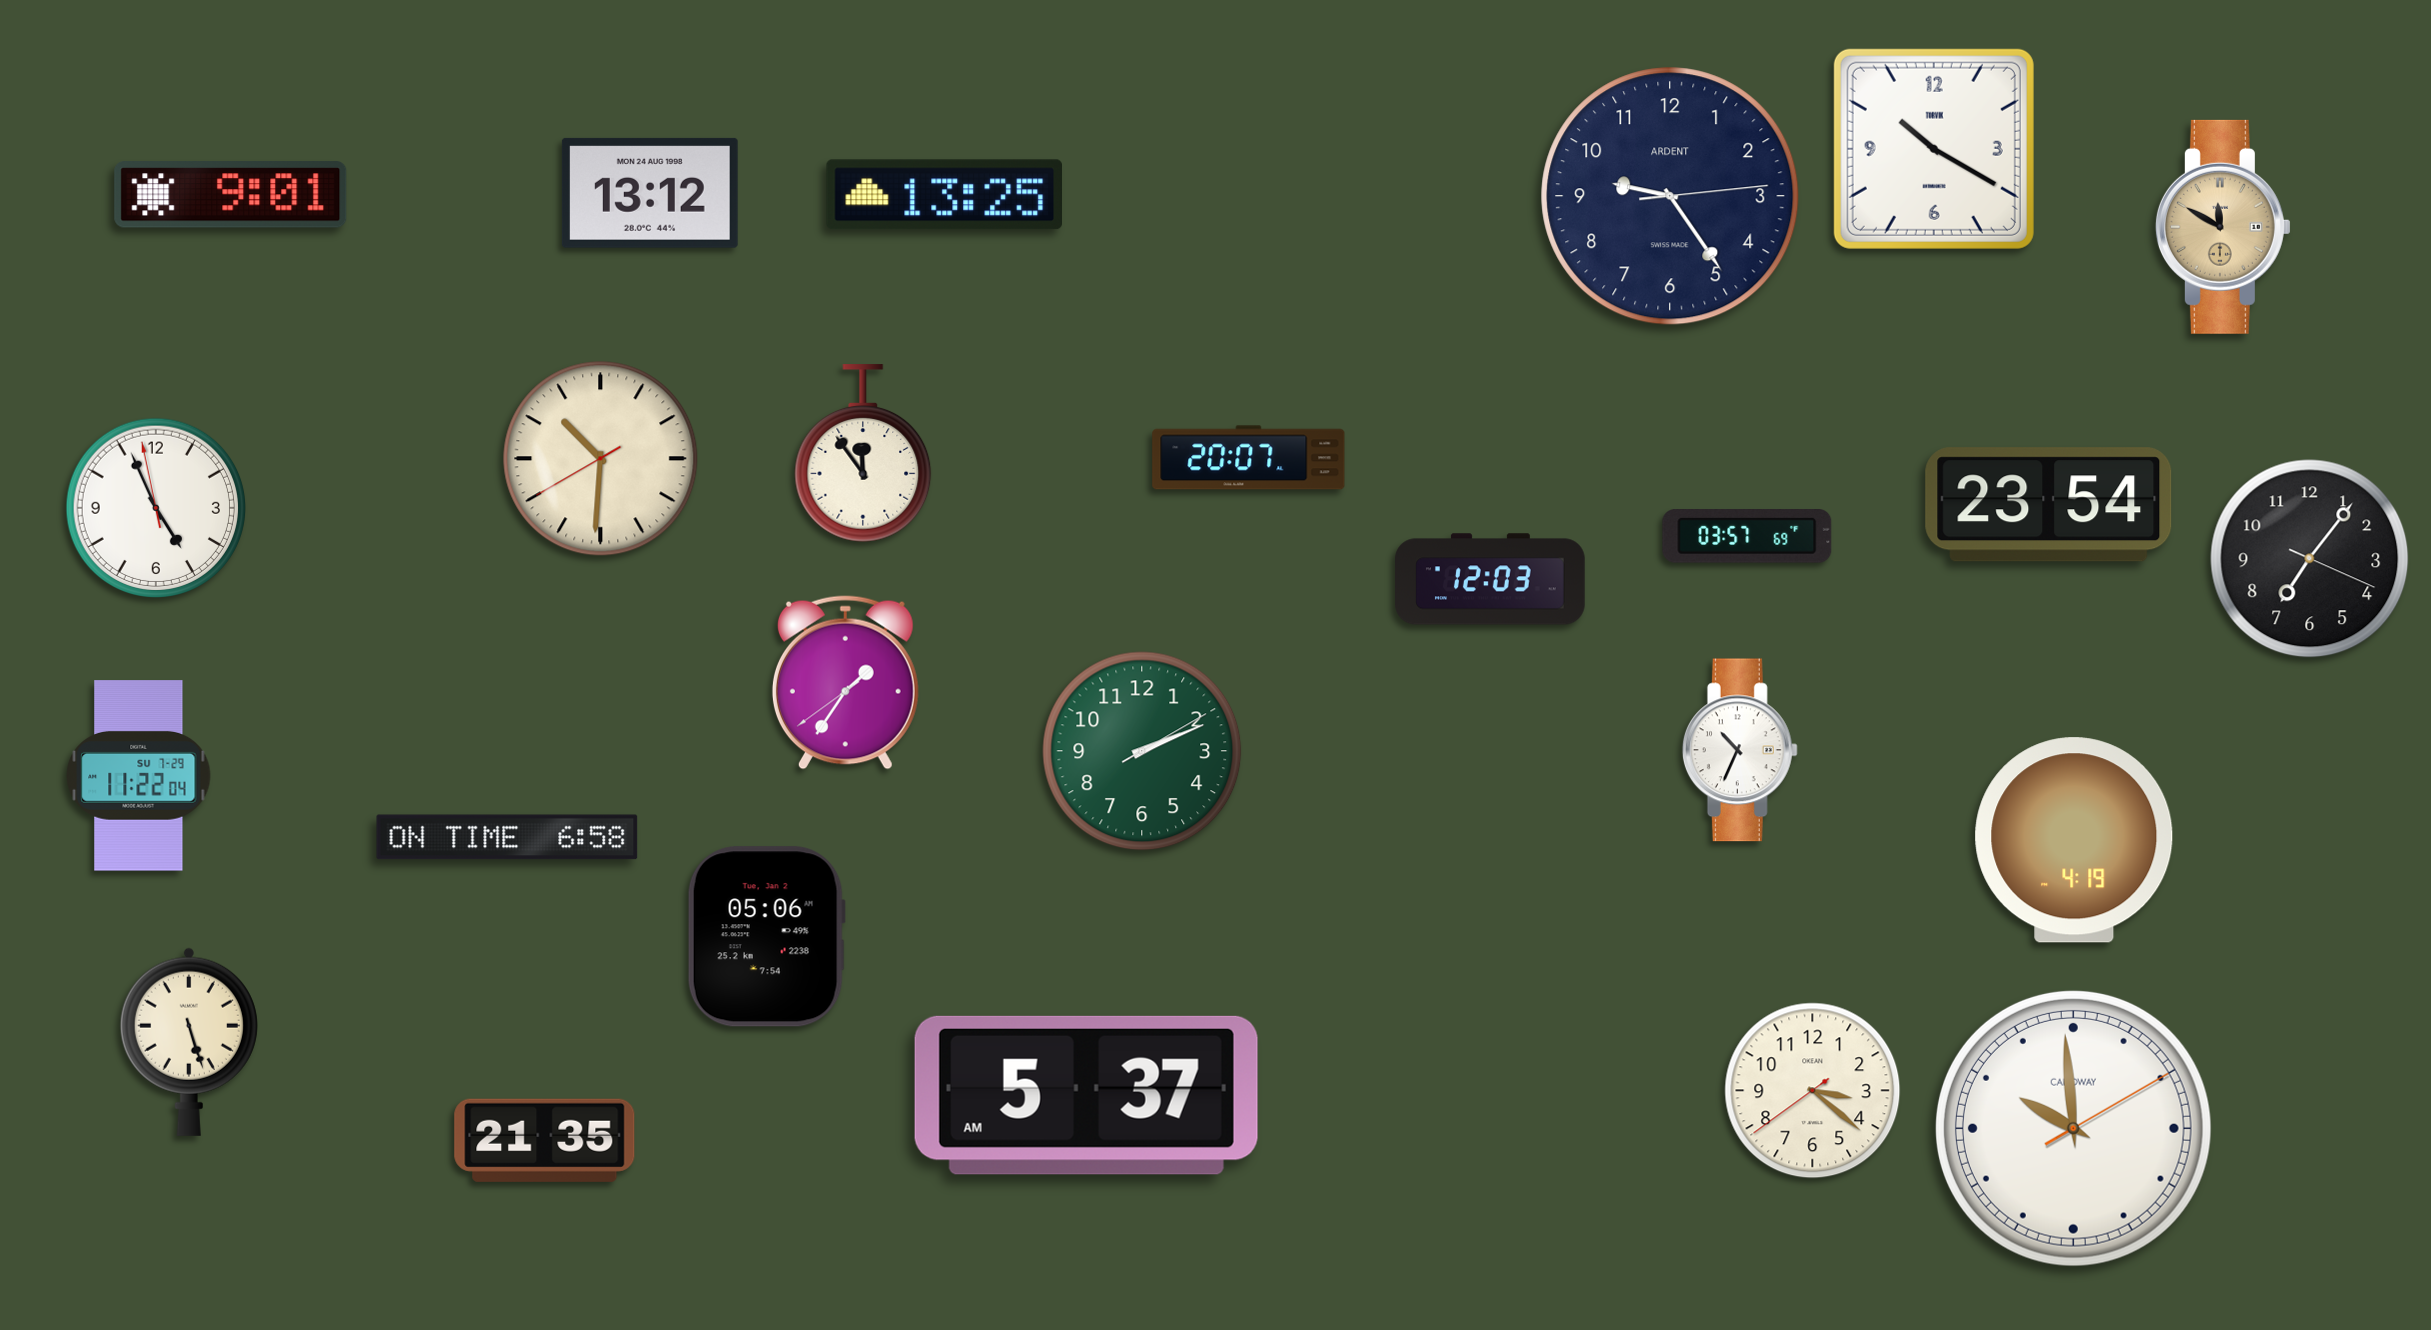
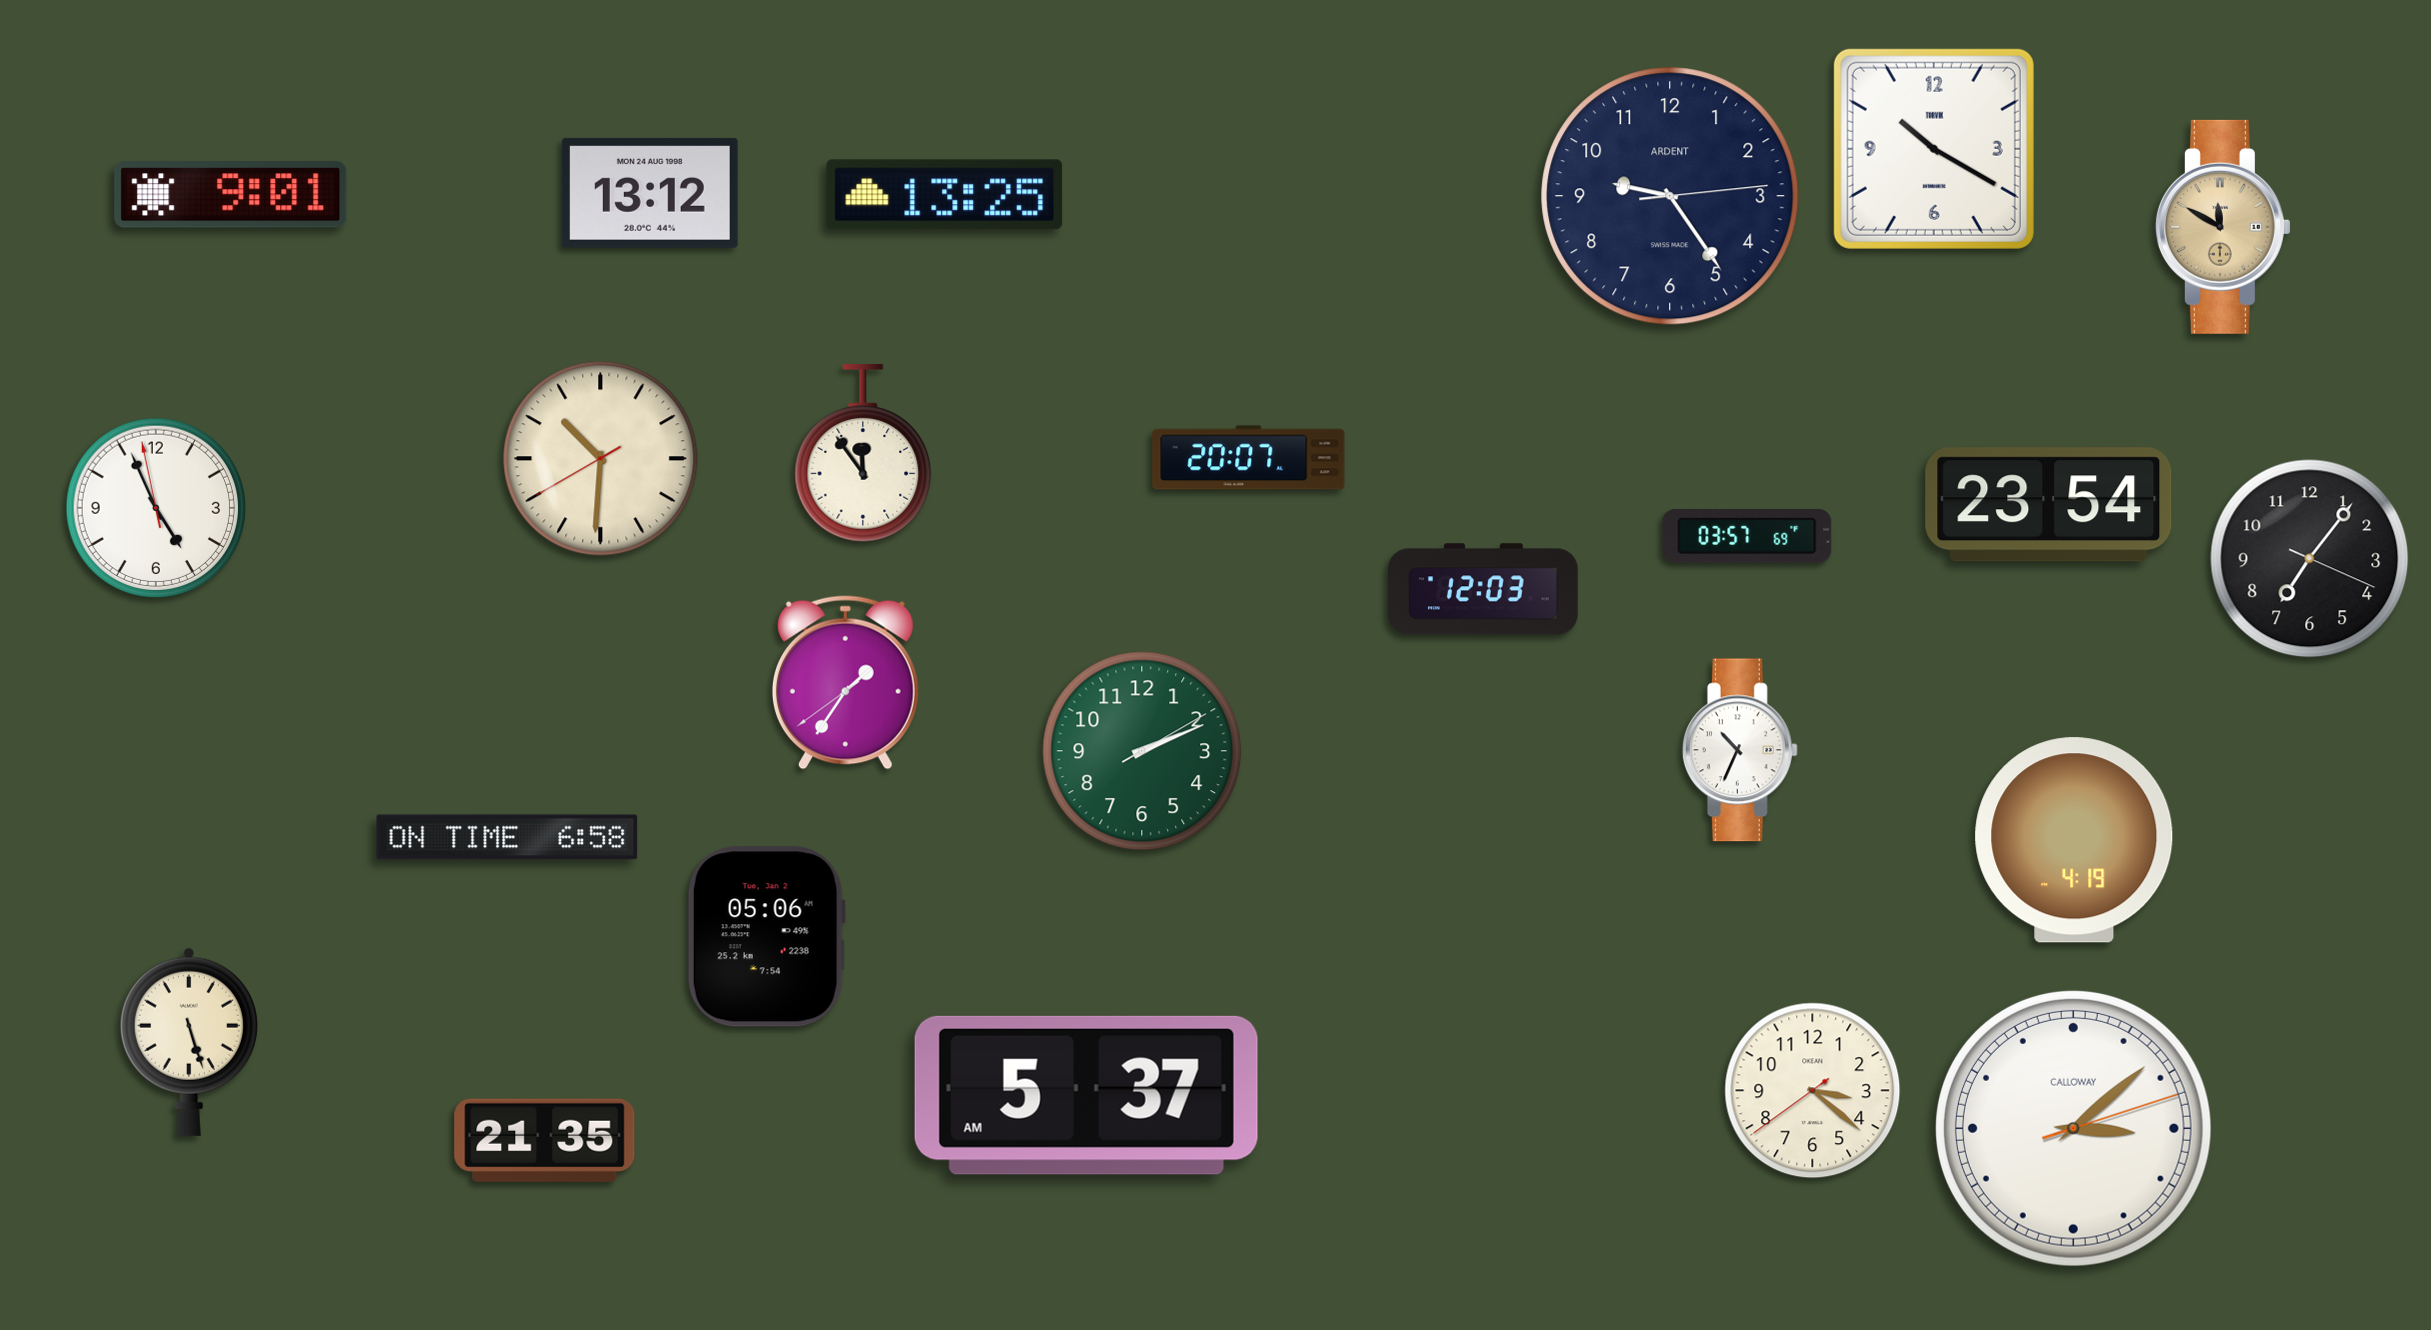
clock at (1490, 579) position: (1490, 579) -> (1483, 589)
clock at (139, 776): 11:22 -> none
clock at (2073, 1128): 9:59 -> 3:08
